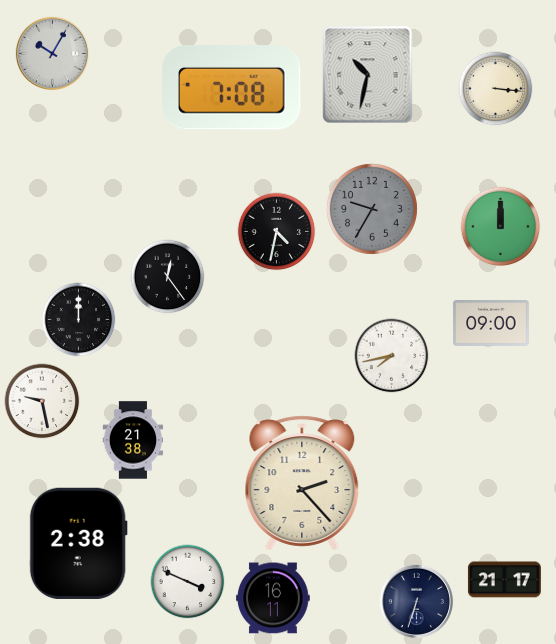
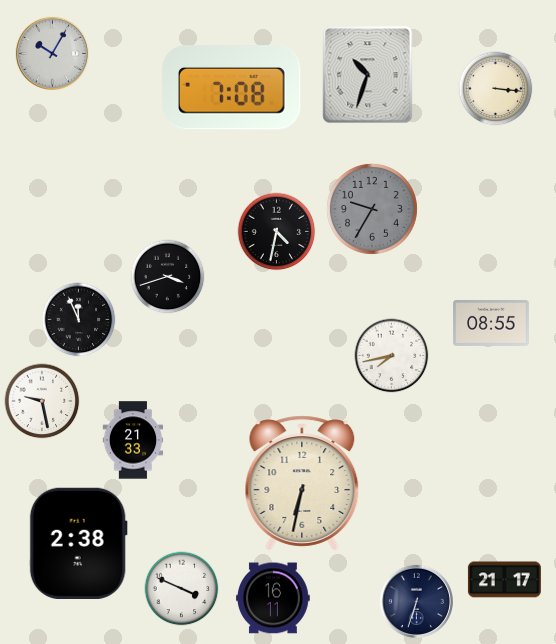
clock at (368, 75): 10:32 -> 10:33
clock at (501, 227): 12:00 -> none
clock at (168, 277): 12:24 -> 3:42
clock at (79, 320): 12:00 -> 11:56
clock at (491, 324): 09:00 -> 08:55
clock at (133, 440): 21:38 -> 21:33
clock at (302, 483): 2:23 -> 6:32
clock at (188, 582) position: (188, 582) -> (182, 589)
